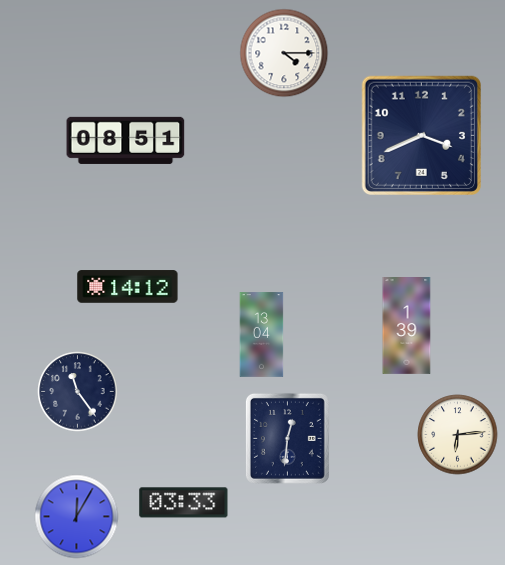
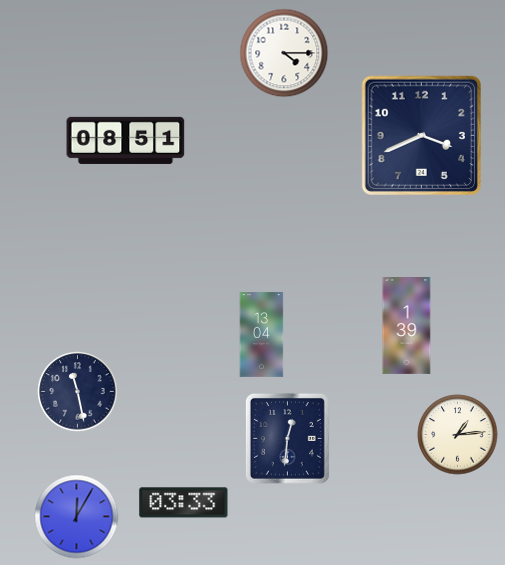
clock at (128, 287): 14:12 -> none
clock at (78, 392): 11:24 -> 11:28
clock at (458, 435): 6:14 -> 1:14
